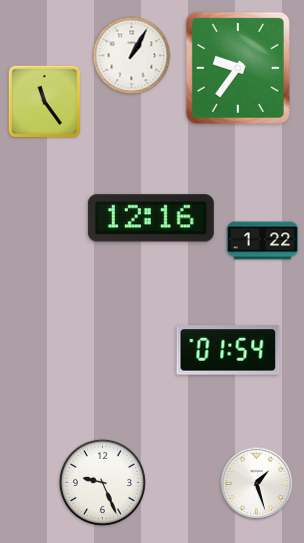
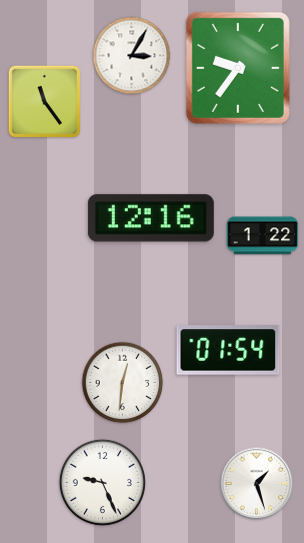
clock at (132, 56): 1:05 -> 3:05
clock at (263, 241) position: (263, 241) -> (263, 236)
clock at (123, 383): none -> 12:31
